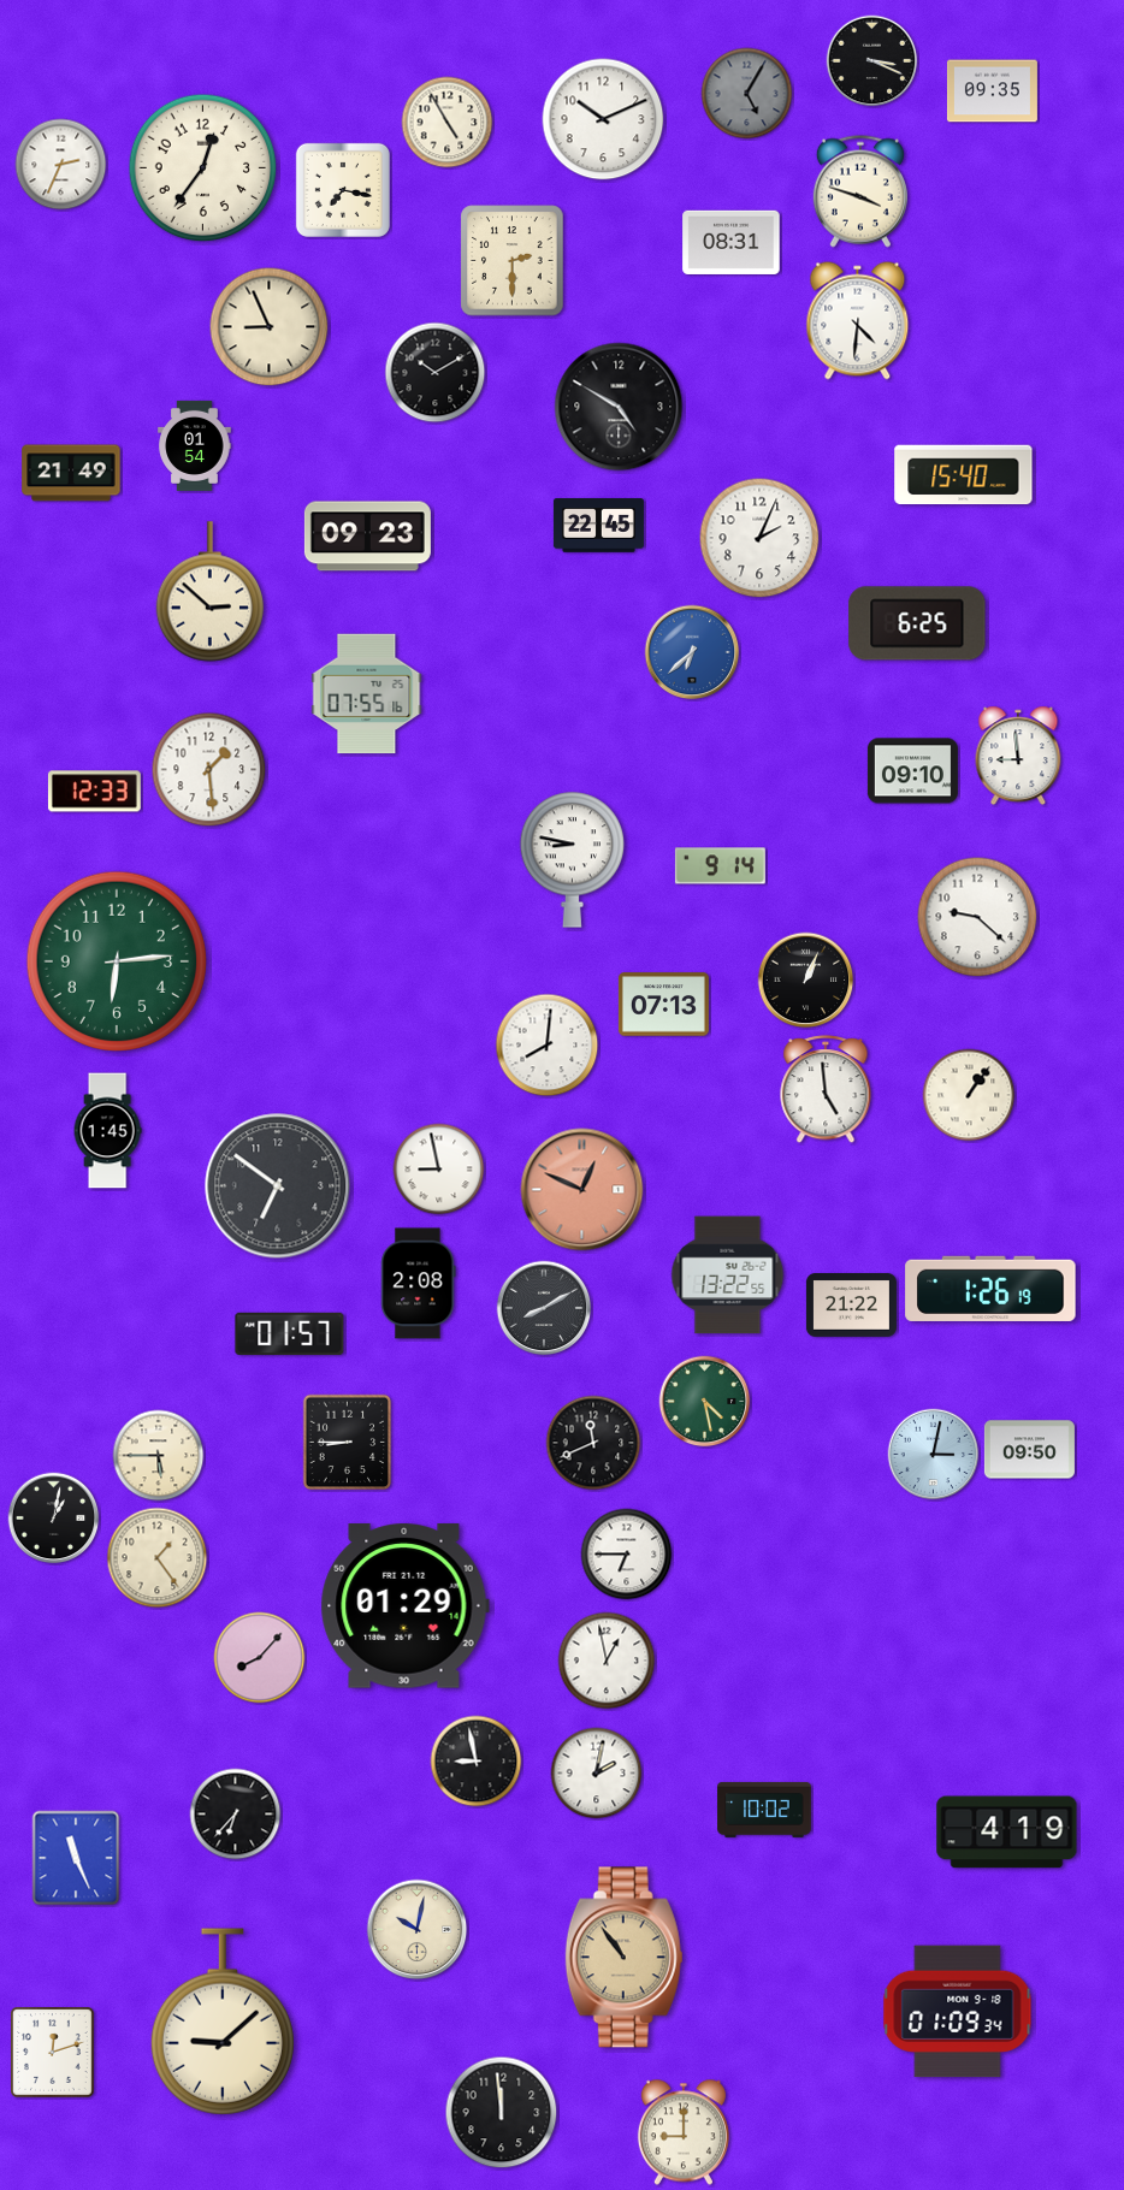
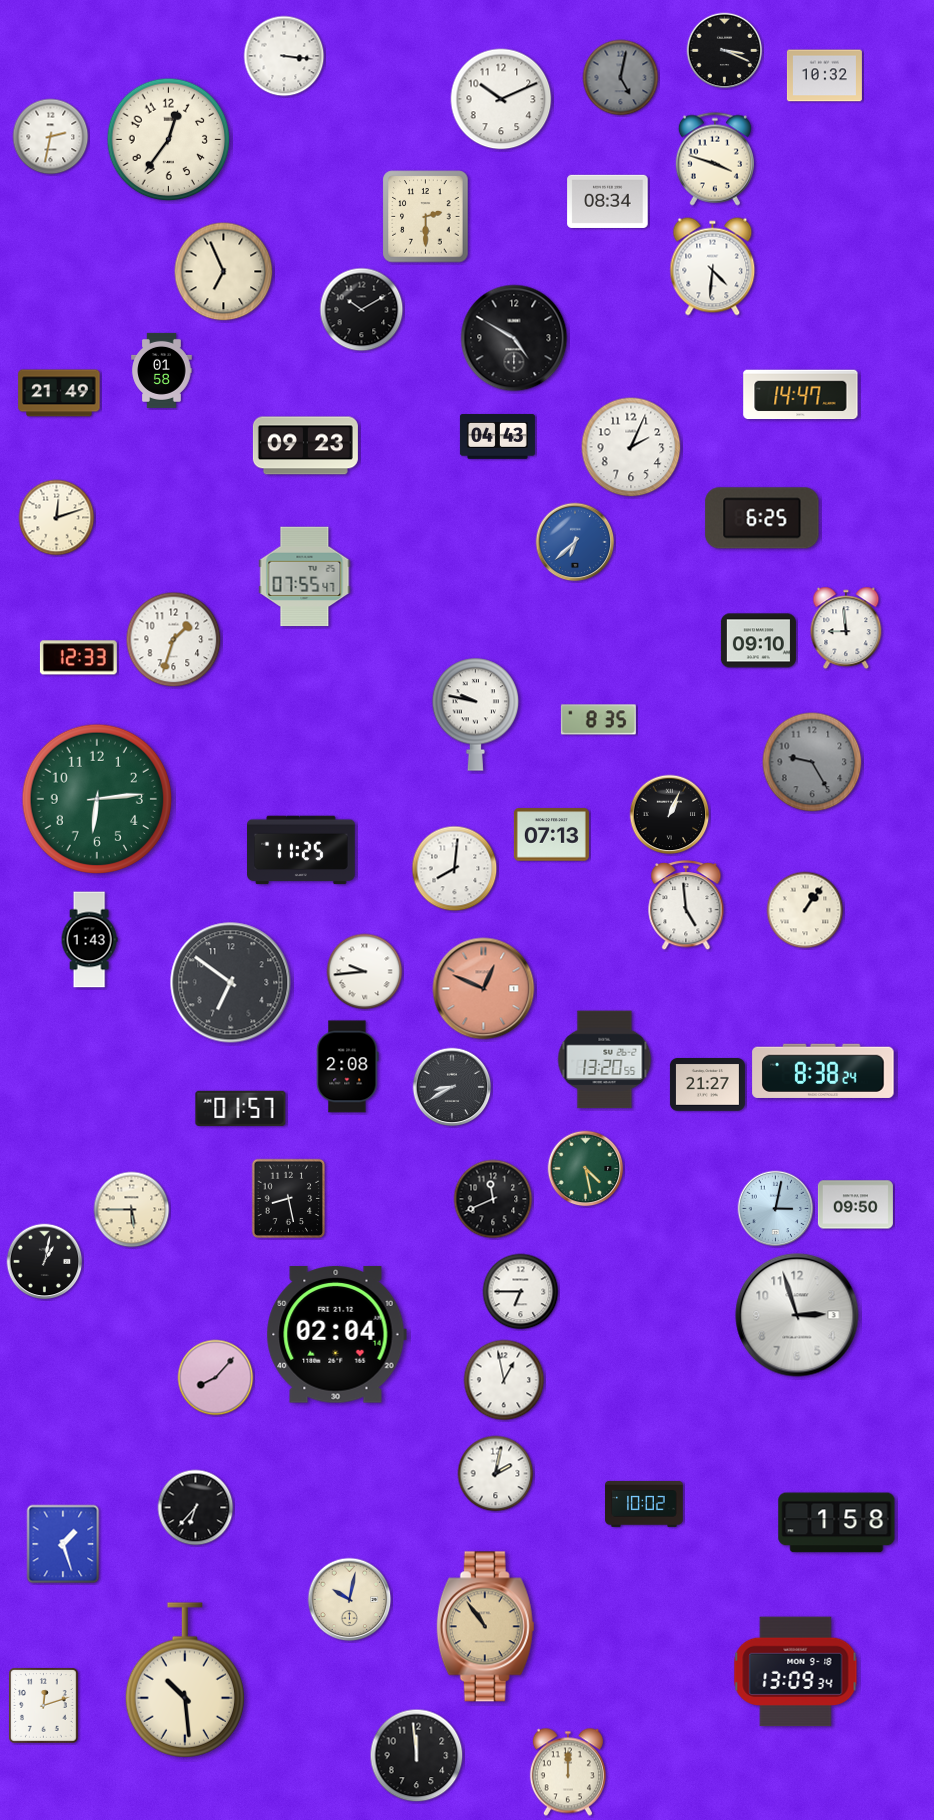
clock at (284, 56): none -> 3:16
clock at (992, 91): 09:35 -> 10:32
clock at (747, 94): 5:05 -> 5:02
clock at (448, 123): 4:55 -> none
clock at (61, 165): 2:34 -> 2:32
clock at (343, 190): 7:17 -> none
clock at (732, 242): 08:31 -> 08:34
clock at (270, 327): 8:56 -> 6:56
clock at (195, 445): 01:54 -> 01:58
clock at (964, 475): 15:40 -> 14:47
clock at (598, 526): 22:45 -> 04:43
clock at (211, 592): 2:52 -> none
clock at (57, 518): none -> 12:12
clock at (367, 694): 07:55:16 -> 07:55:47
clock at (209, 770): 1:29 -> 1:33
clock at (573, 859): 8:47 -> 9:47
clock at (720, 866): 9:14 -> 8:35
clock at (977, 917): 9:22 -> 9:25
clock at (977, 917) dial: white -> grey
clock at (302, 850): none -> 11:25
clock at (107, 1131): 1:45 -> 1:43
clock at (439, 1170): 8:58 -> 9:44
clock at (278, 1186) position: (278, 1186) -> (231, 983)
clock at (728, 1275): 13:22 -> 13:20
clock at (990, 1289): 1:26 -> 8:38
clock at (851, 1306): 21:22 -> 21:27
clock at (544, 1308): 8:10 -> 8:40
clock at (705, 1402) position: (705, 1402) -> (586, 1169)
clock at (348, 1443): 8:45 -> 8:28
clock at (158, 1558): 1:24 -> none
clock at (797, 1315): none -> 2:57
clock at (404, 1606): 01:29 -> 02:04
clock at (477, 1762): 8:58 -> none
clock at (764, 1810) position: (764, 1810) -> (644, 1504)
clock at (1007, 1833): 4:19 -> 1:58
clock at (76, 1858): 11:26 -> 1:27
clock at (418, 1930) position: (418, 1930) -> (350, 1600)
clock at (623, 1958) position: (623, 1958) -> (485, 1627)
clock at (958, 2012): 01:09 -> 13:09
clock at (223, 2022): 9:08 -> 10:29
clock at (684, 2132): 9:00 -> 12:00
